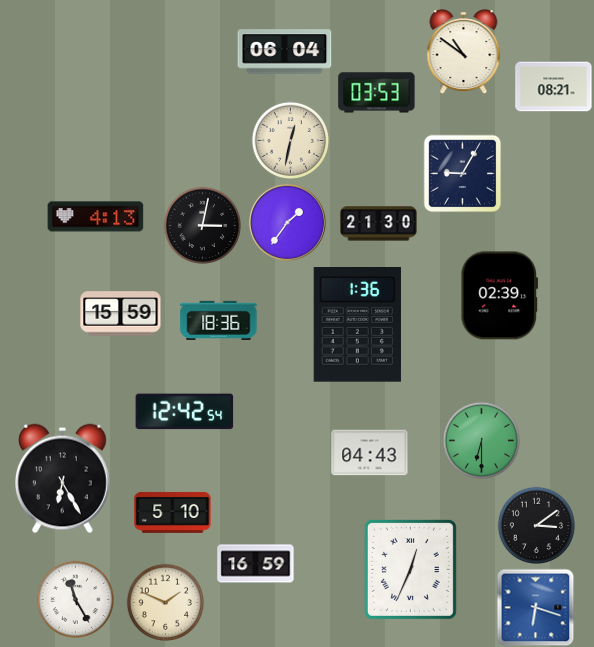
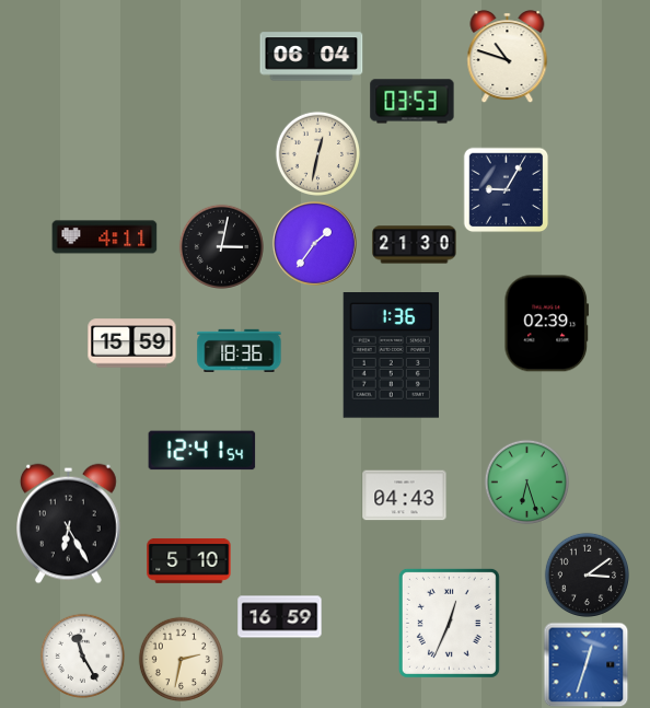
clock at (464, 52): 10:51 -> 10:48
clock at (554, 87): 08:21 -> none
clock at (96, 217): 4:13 -> 4:11
clock at (185, 412): 12:42 -> 12:41
clock at (481, 440): 6:30 -> 6:27
clock at (165, 602): 1:49 -> 2:32
clock at (535, 607): 6:18 -> 12:33
